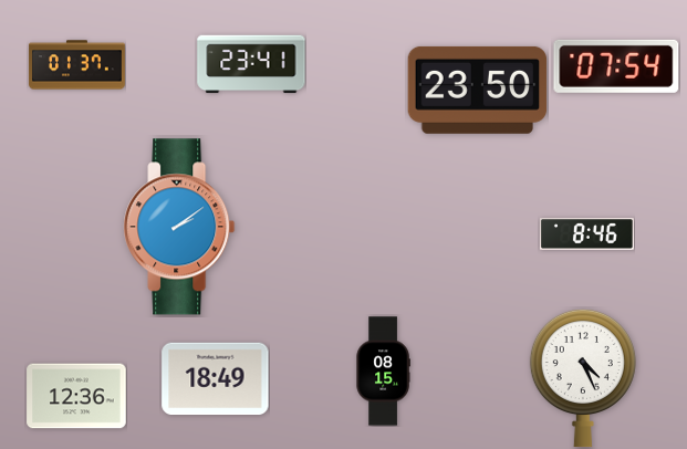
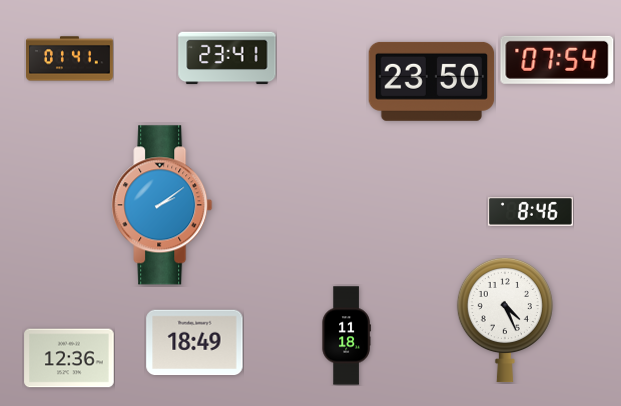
clock at (77, 65): 01:37 -> 01:41
clock at (383, 372): 08:15 -> 11:18
clock at (583, 378) position: (583, 378) -> (505, 320)
